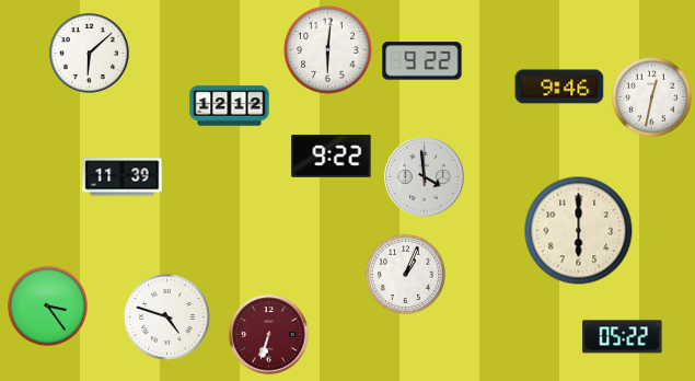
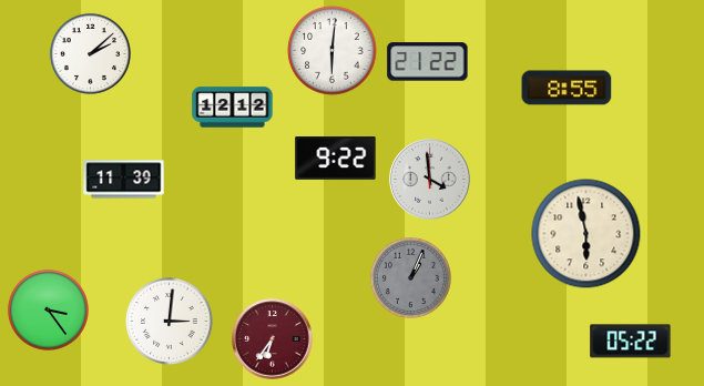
clock at (89, 53): 6:08 -> 2:08
clock at (422, 61): 9:22 -> 21:22
clock at (559, 86): 9:46 -> 8:55
clock at (651, 96): 12:32 -> none
clock at (579, 231): 6:00 -> 5:58
clock at (405, 274) dial: white -> grey
clock at (167, 317): 4:48 -> 3:01
clock at (269, 335): 6:33 -> 6:36
